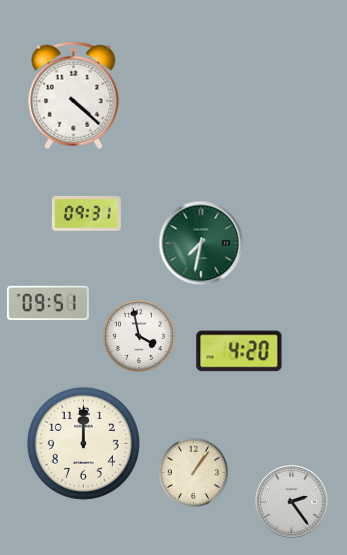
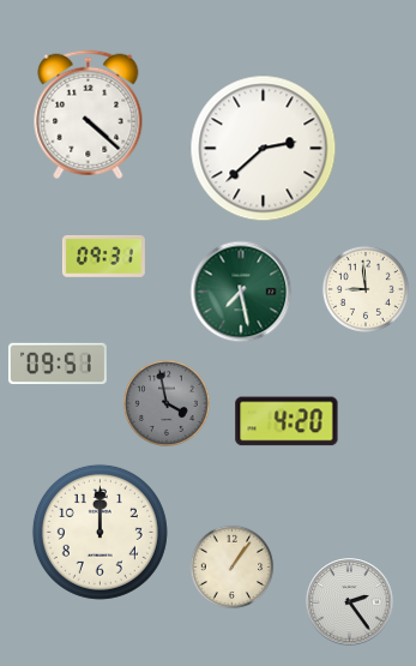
clock at (264, 149): none -> 2:38
clock at (366, 289): none -> 8:59
clock at (201, 243): 7:32 -> 7:28
clock at (139, 336) dial: white -> grey
